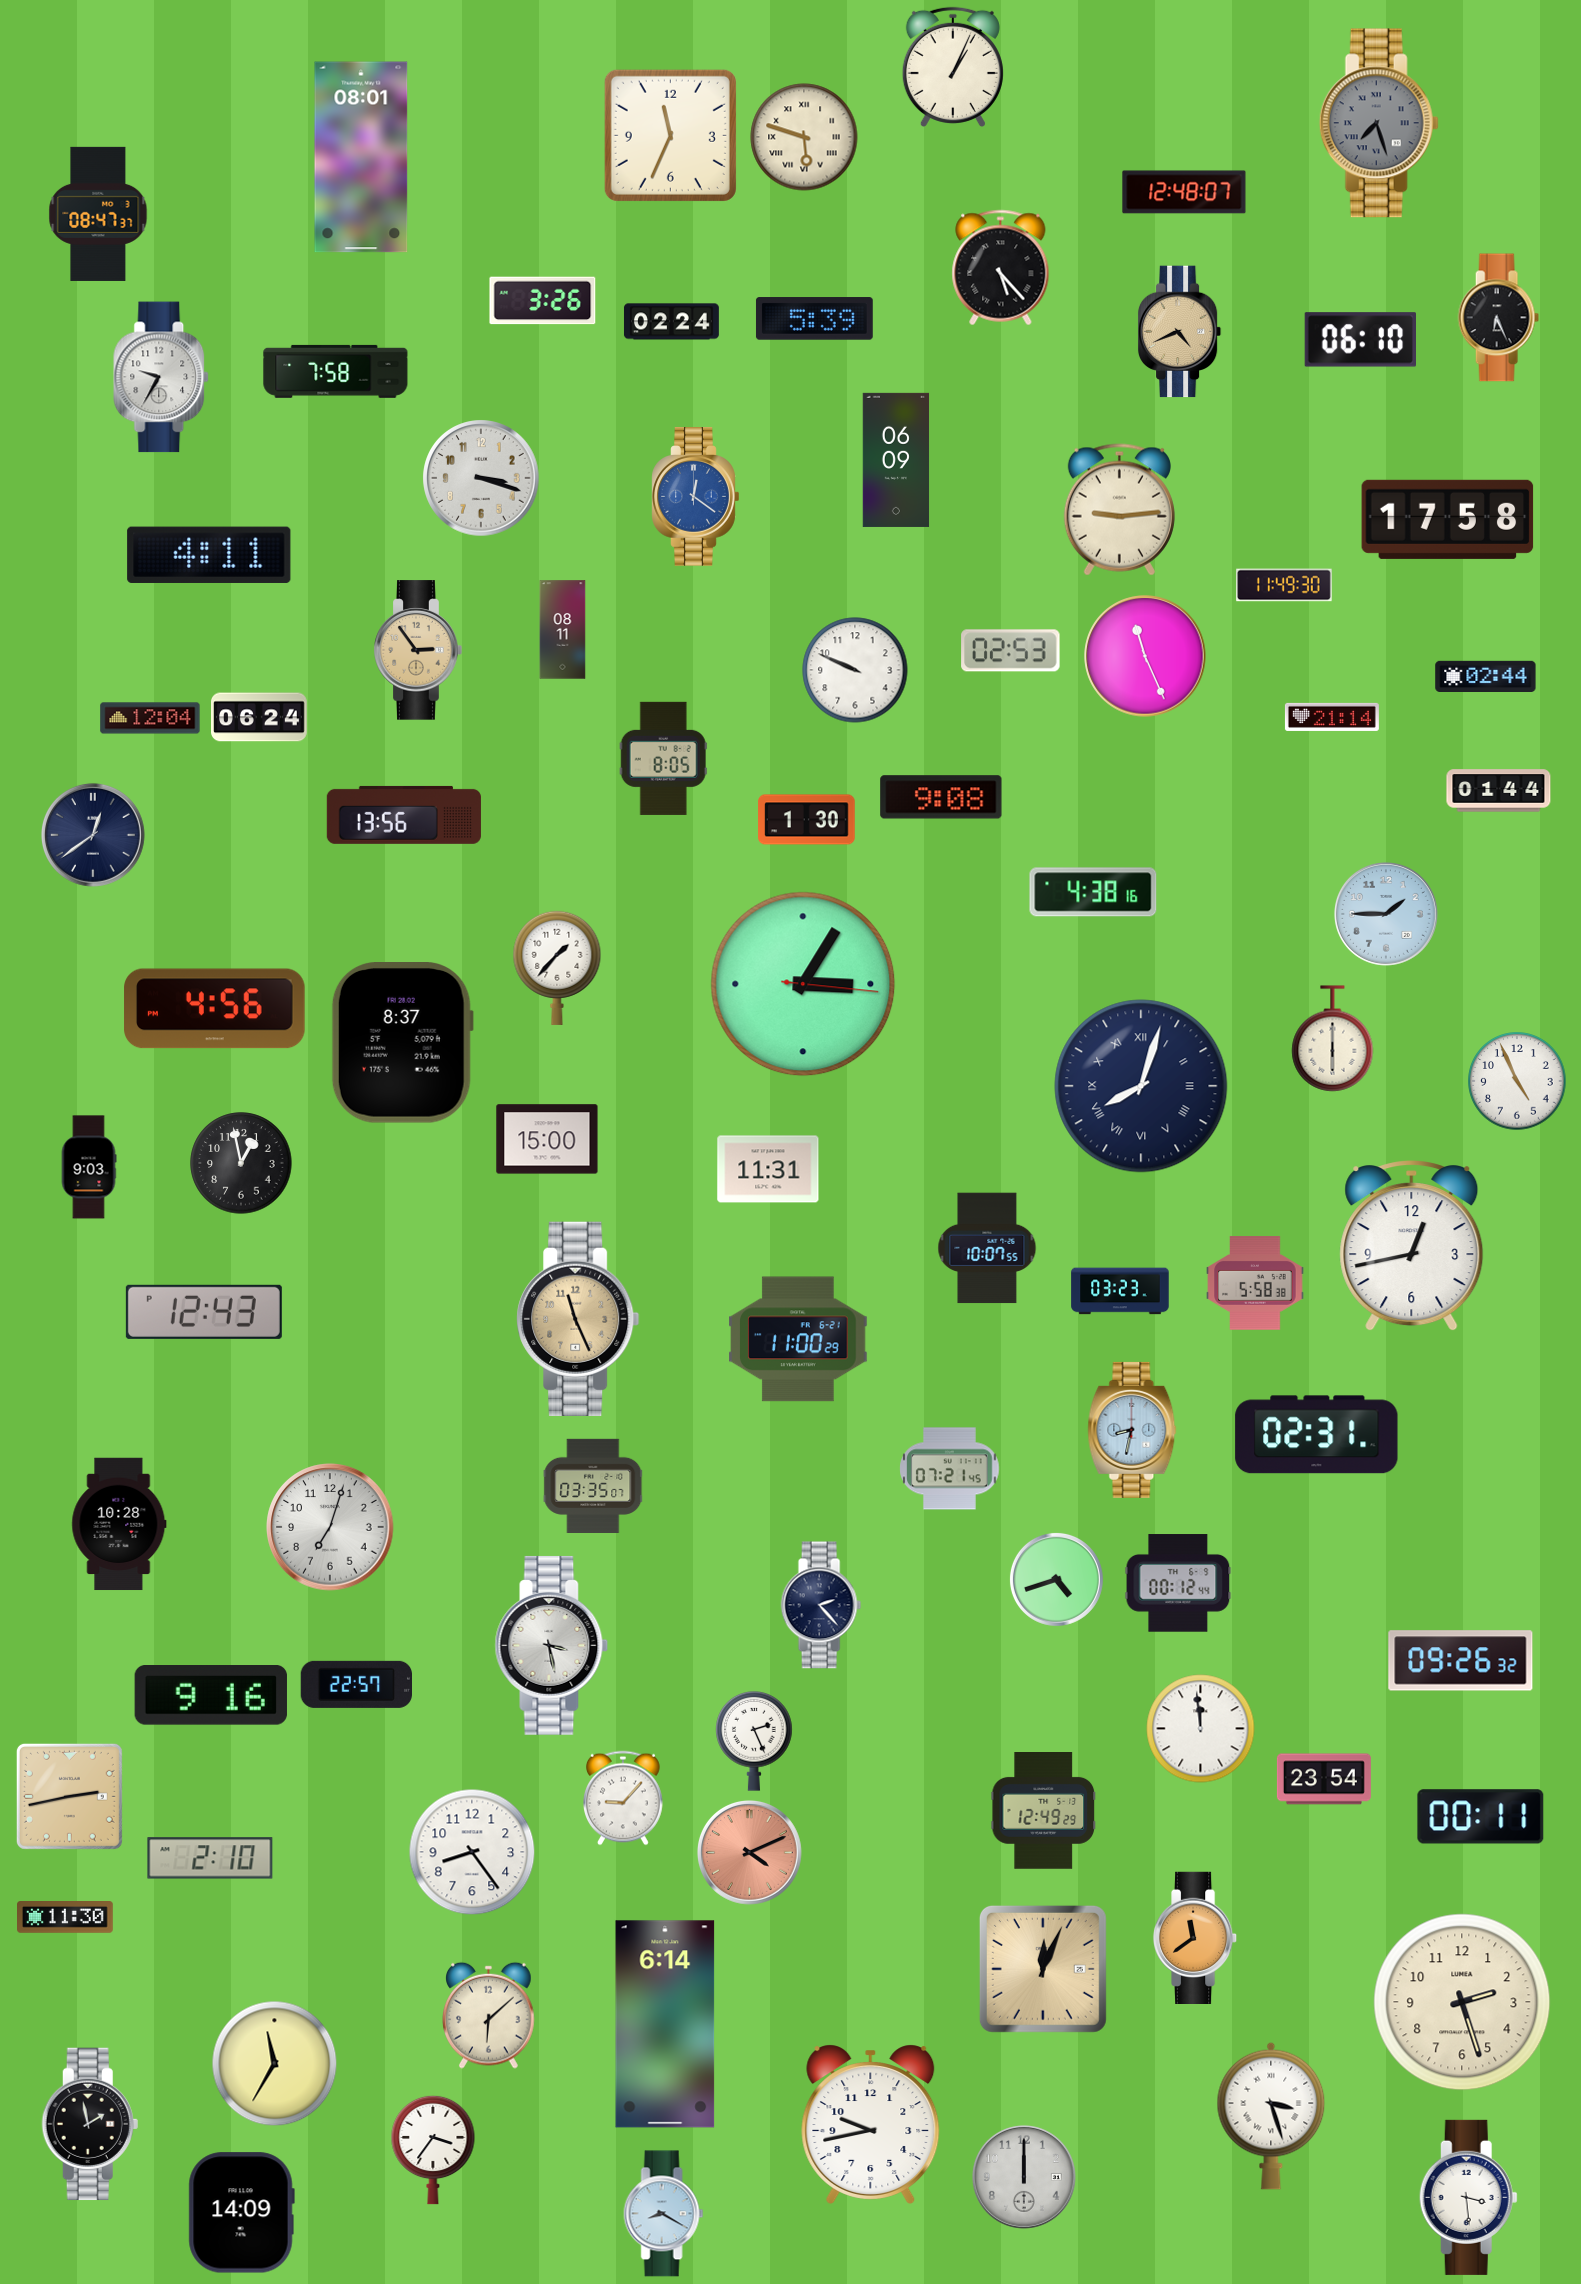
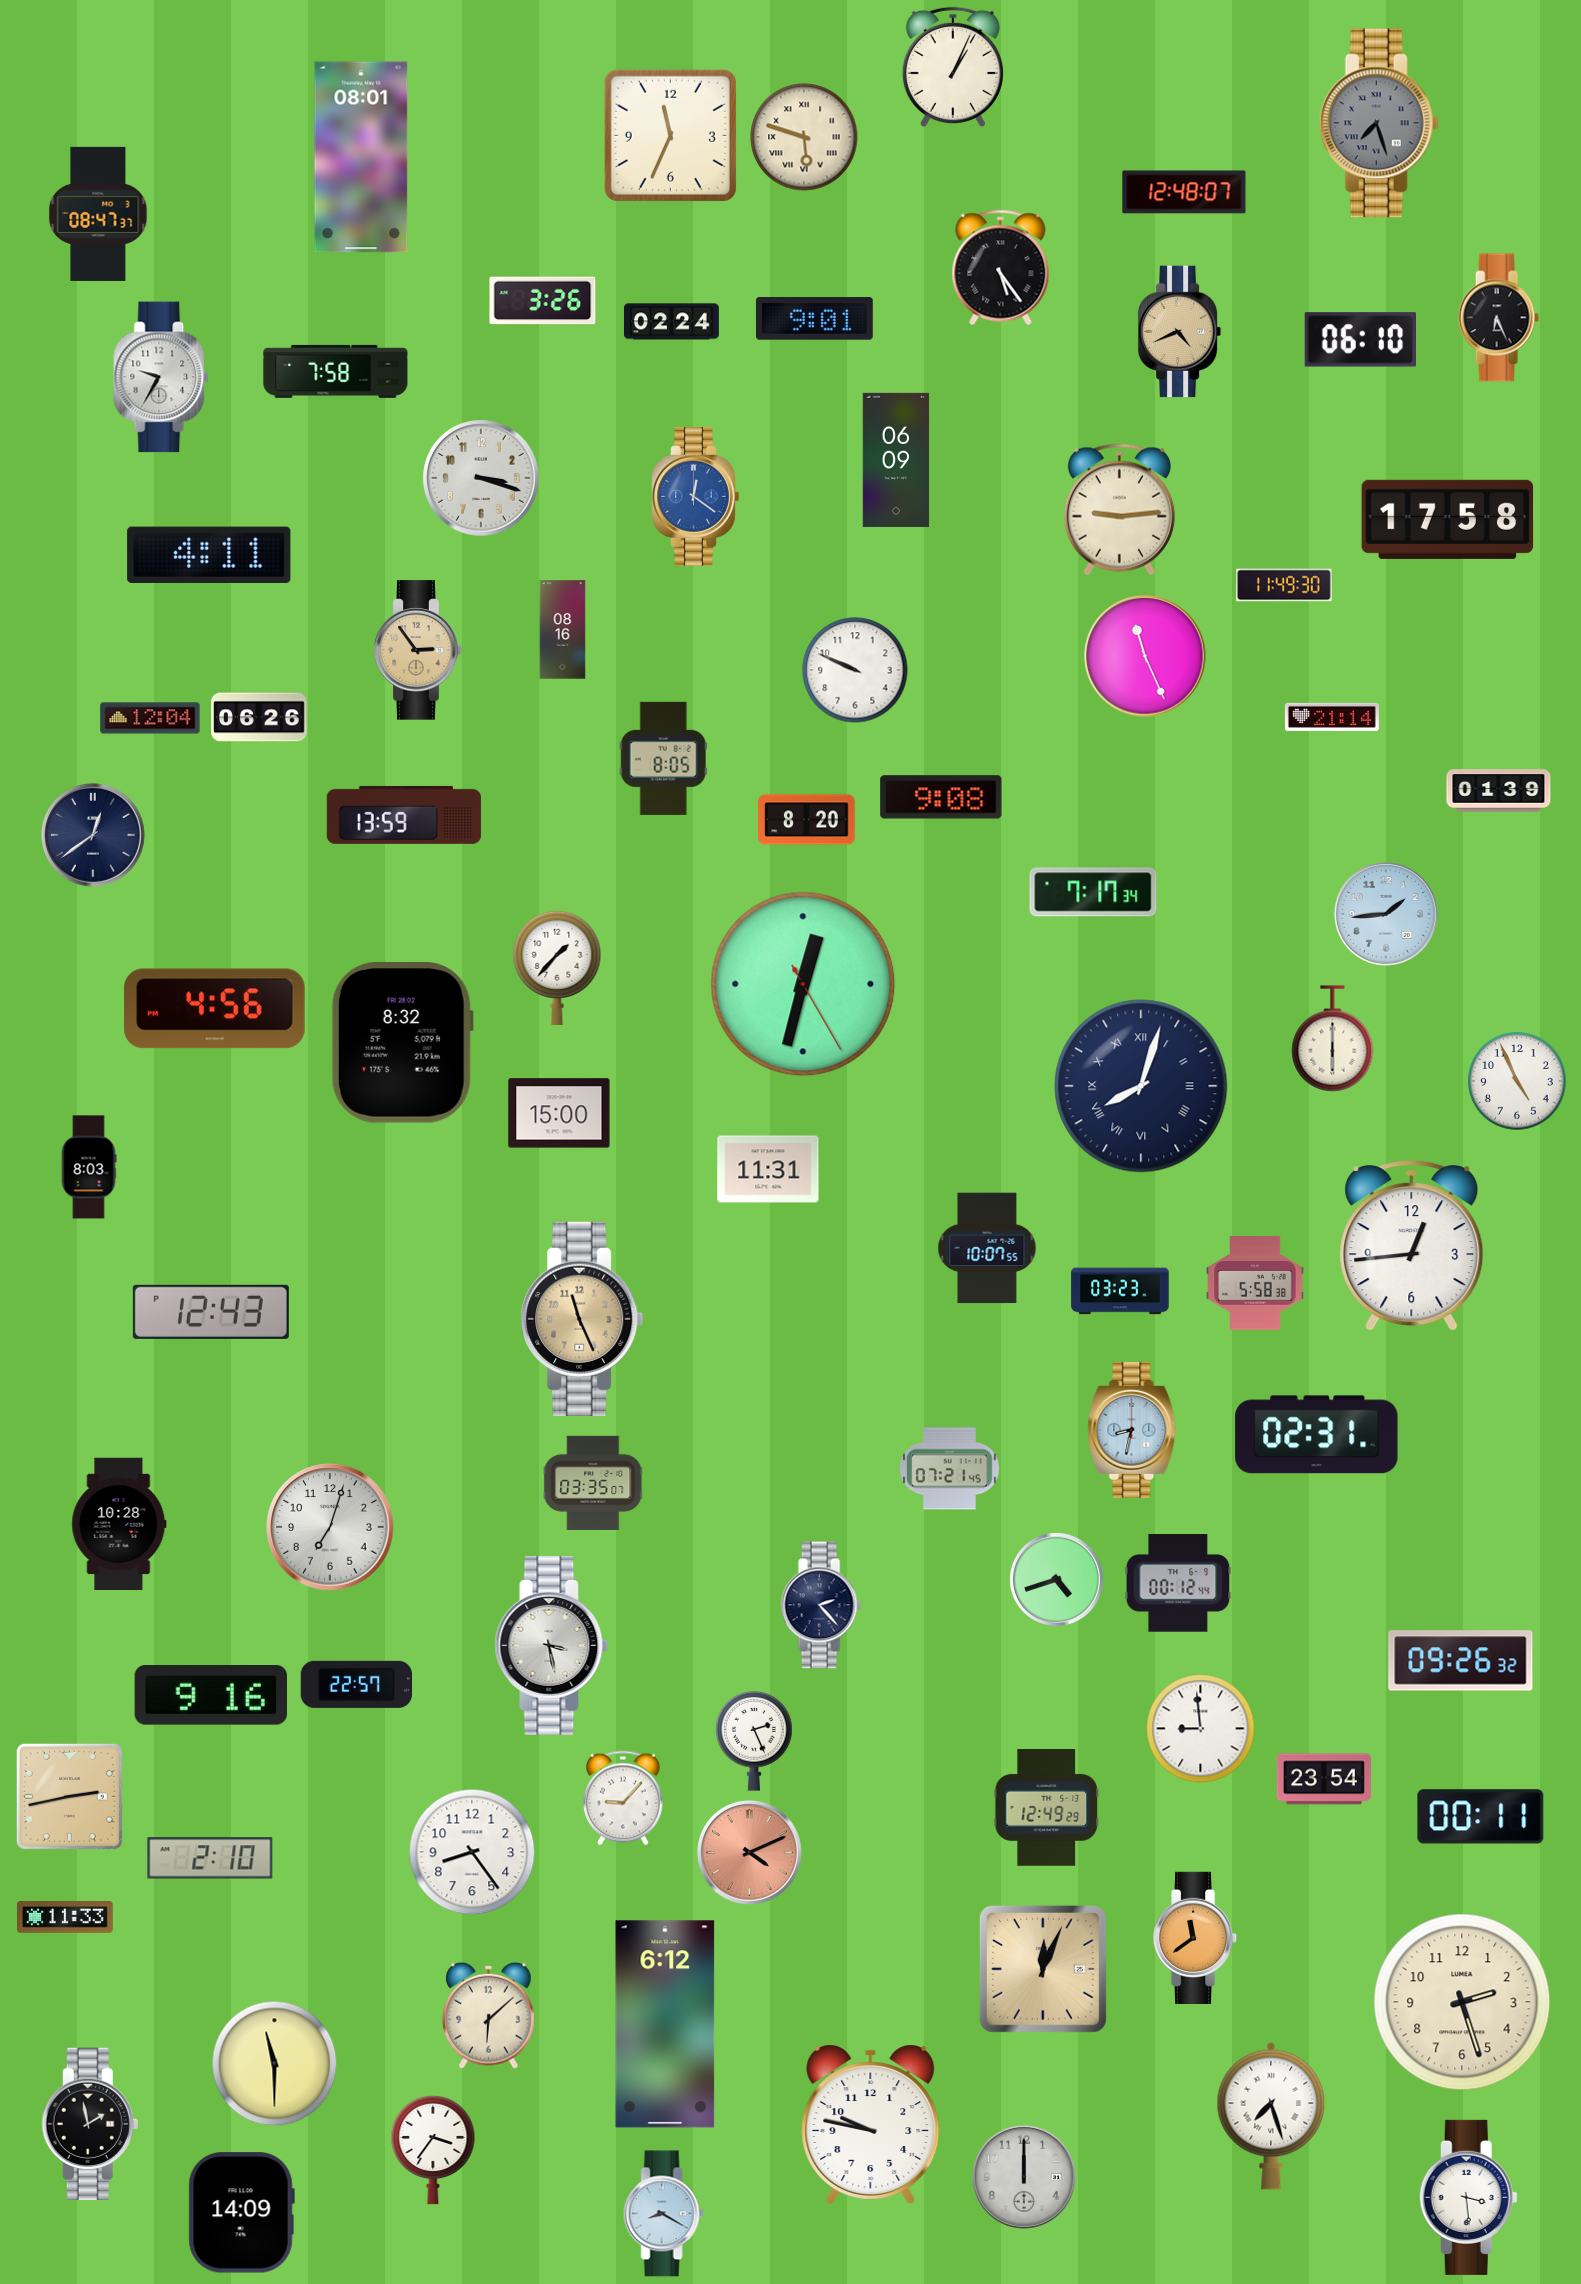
clock at (1001, 268): 5:23 -> 5:24
clock at (814, 319): 5:39 -> 9:01
clock at (563, 630): 08:11 -> 08:16
clock at (1011, 651): 02:53 -> none
clock at (1486, 676): 02:44 -> none
clock at (260, 717): 06:24 -> 06:26
clock at (1499, 791): 01:44 -> 01:39
clock at (404, 815): 13:56 -> 13:59
clock at (807, 820): 1:30 -> 8:20
clock at (1093, 892): 4:38 -> 7:17
clock at (1386, 914): 1:45 -> 1:44
clock at (803, 984): 3:05 -> 12:32
clock at (402, 1043): 8:37 -> 8:32
clock at (547, 1139) position: (547, 1139) -> (559, 1113)
clock at (241, 1163): 12:58 -> none
clock at (89, 1167): 9:03 -> 8:03
clock at (1412, 1246): 12:43 -> 12:44
clock at (204, 1312) position: (204, 1312) -> (211, 1312)
clock at (578, 1319) position: (578, 1319) -> (582, 1319)
clock at (798, 1339): 11:00 -> none
clock at (593, 1486) position: (593, 1486) -> (593, 1483)
clock at (1201, 1729): 11:59 -> 8:59
clock at (1044, 1811) position: (1044, 1811) -> (1047, 1808)
clock at (66, 1918): 11:30 -> 11:33
clock at (665, 2024): 6:14 -> 6:12
clock at (275, 2064): 11:35 -> 11:30
clock at (1271, 2116): 3:27 -> 7:27
clock at (871, 2124): 9:43 -> 9:47
